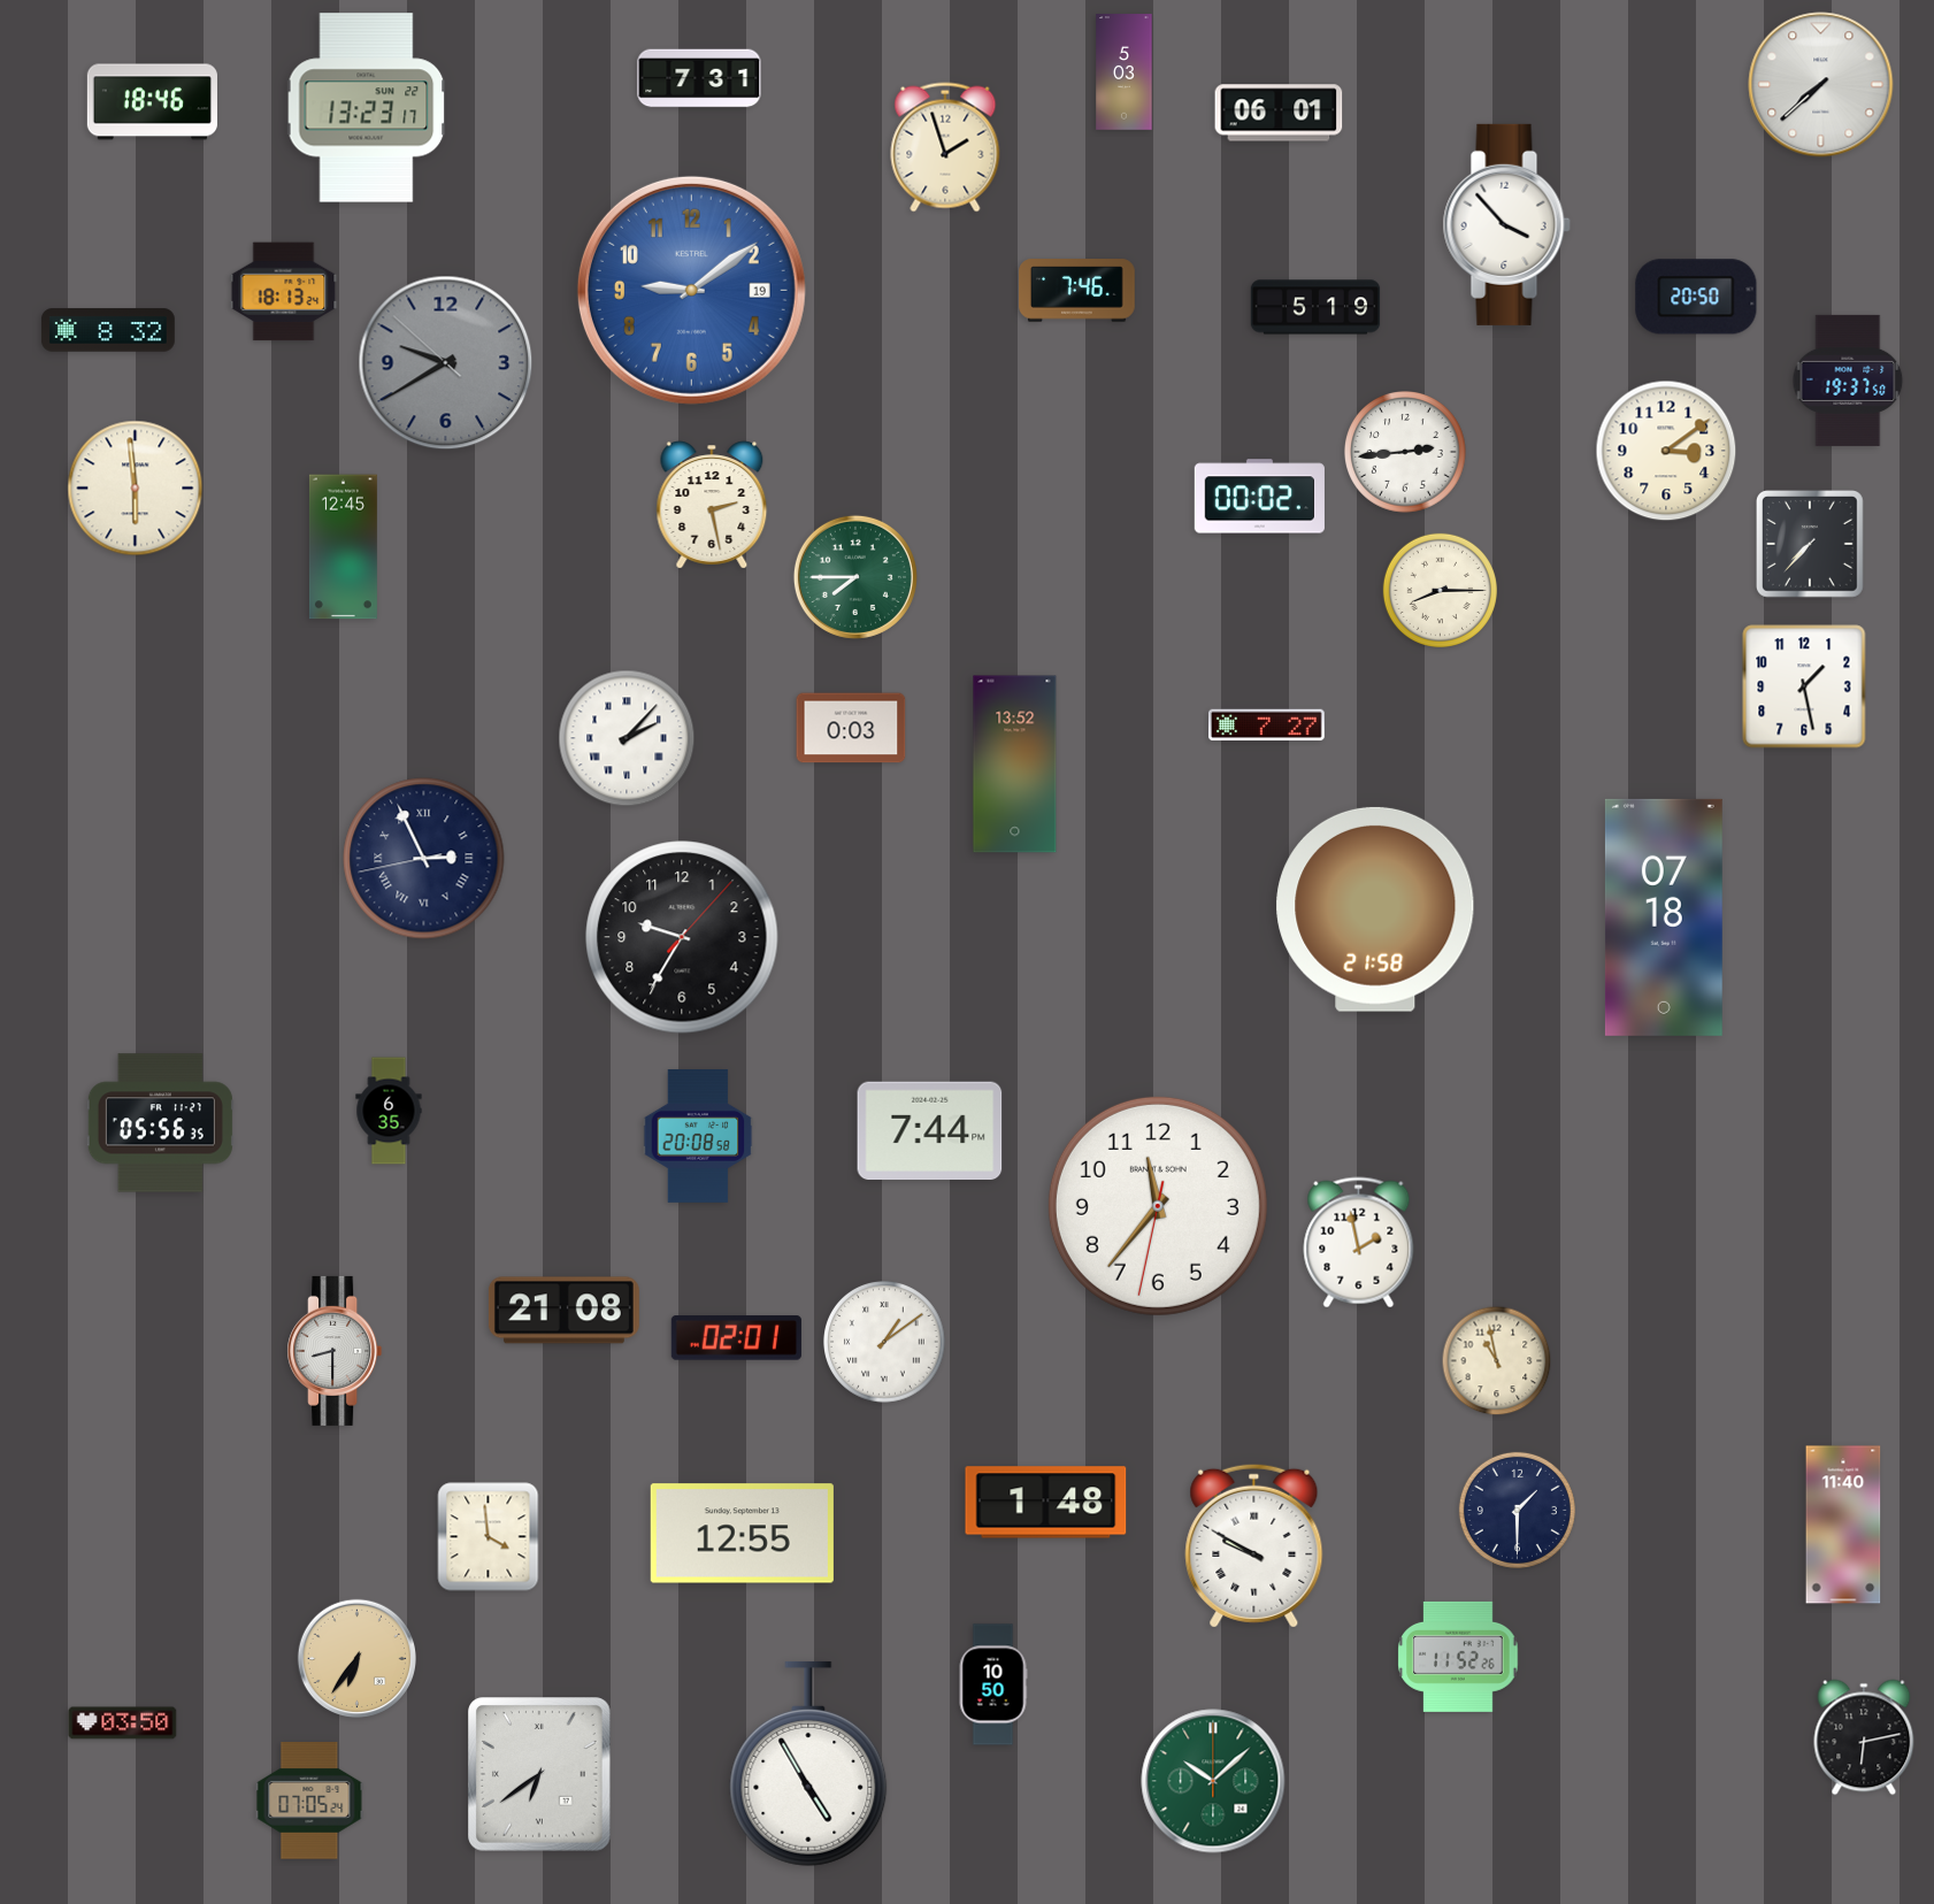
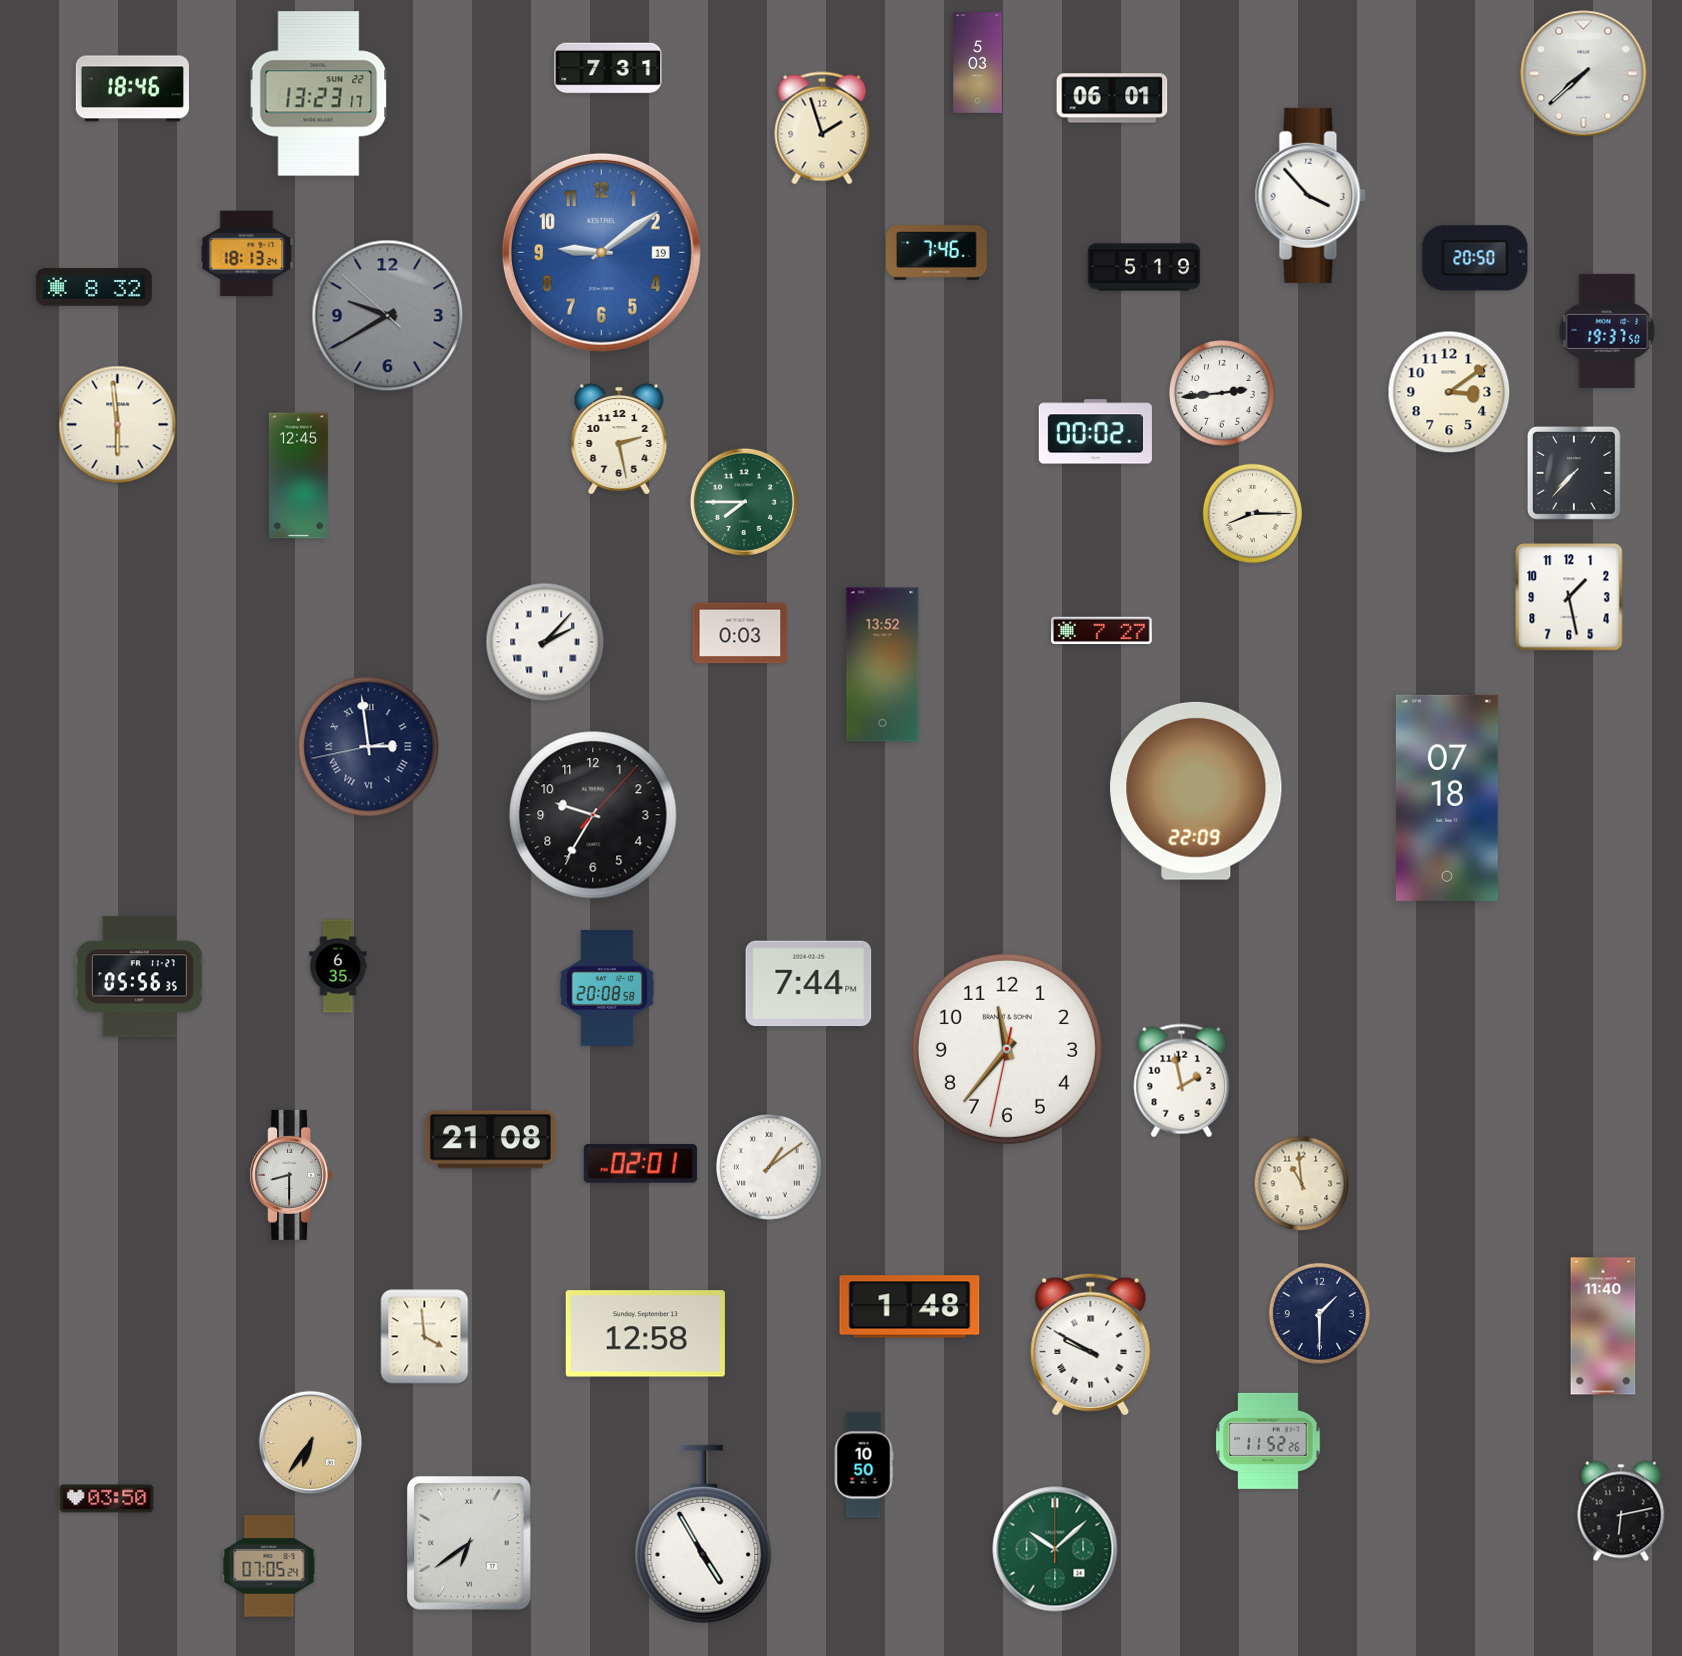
clock at (424, 859): 2:55 -> 2:58
clock at (1375, 909): 21:58 -> 22:09
clock at (1497, 1361): 10:58 -> 10:59
clock at (742, 1534): 12:55 -> 12:58
